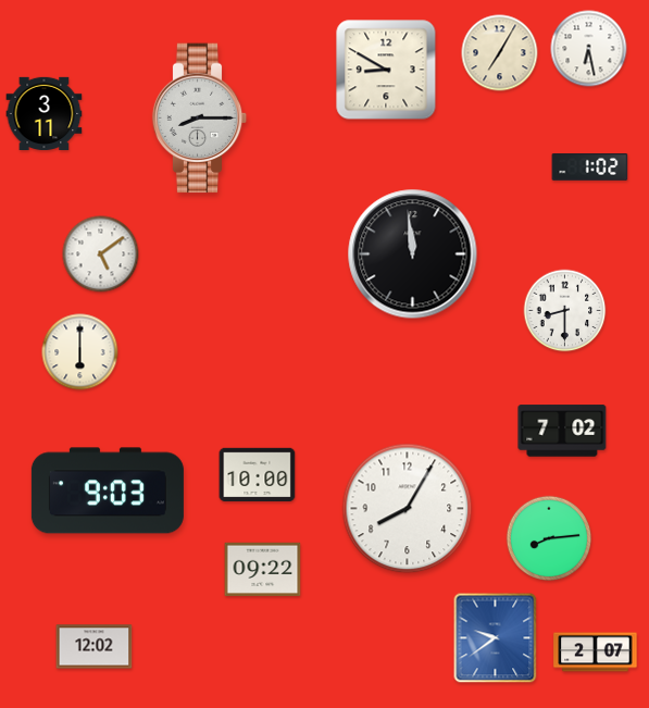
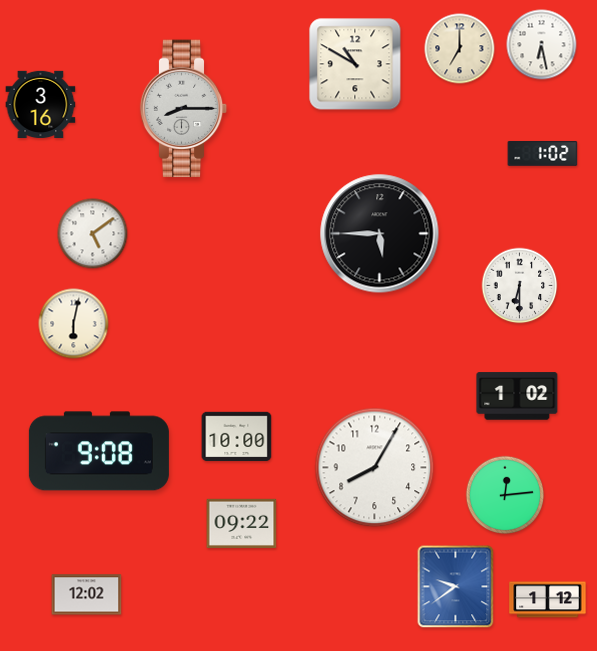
clock at (500, 53): 7:05 -> 7:00
clock at (386, 70): 8:50 -> 10:50
clock at (45, 113): 3:11 -> 3:16
clock at (413, 254): 11:59 -> 5:45
clock at (565, 311): 8:30 -> 6:30
clock at (80, 352): 6:00 -> 6:02
clock at (562, 431): 7:02 -> 1:02
clock at (108, 490): 9:03 -> 9:08
clock at (549, 538): 8:14 -> 12:14
clock at (596, 653): 2:07 -> 1:12
